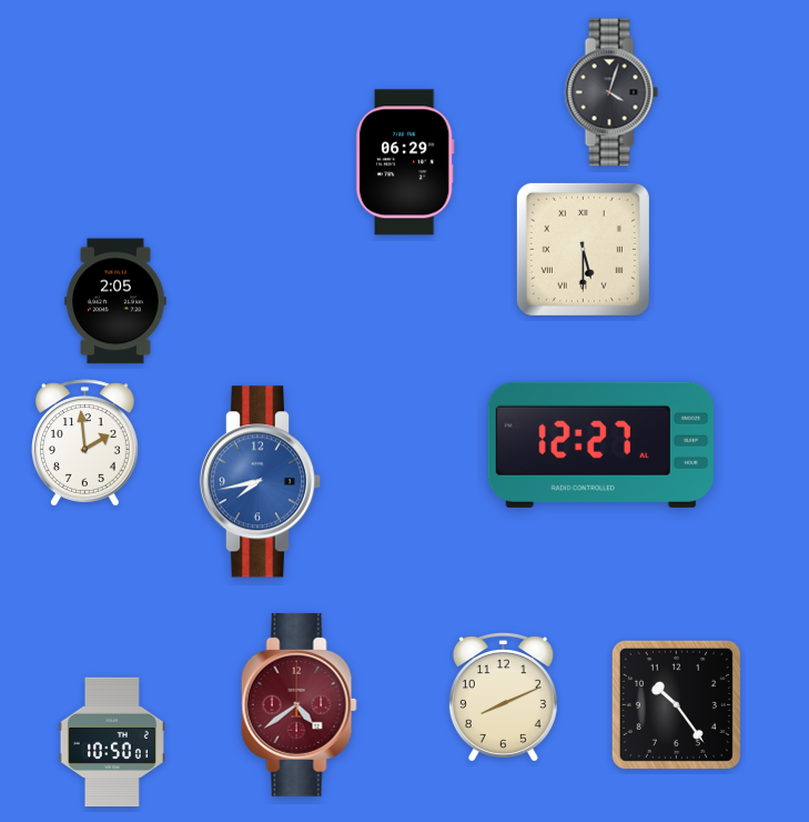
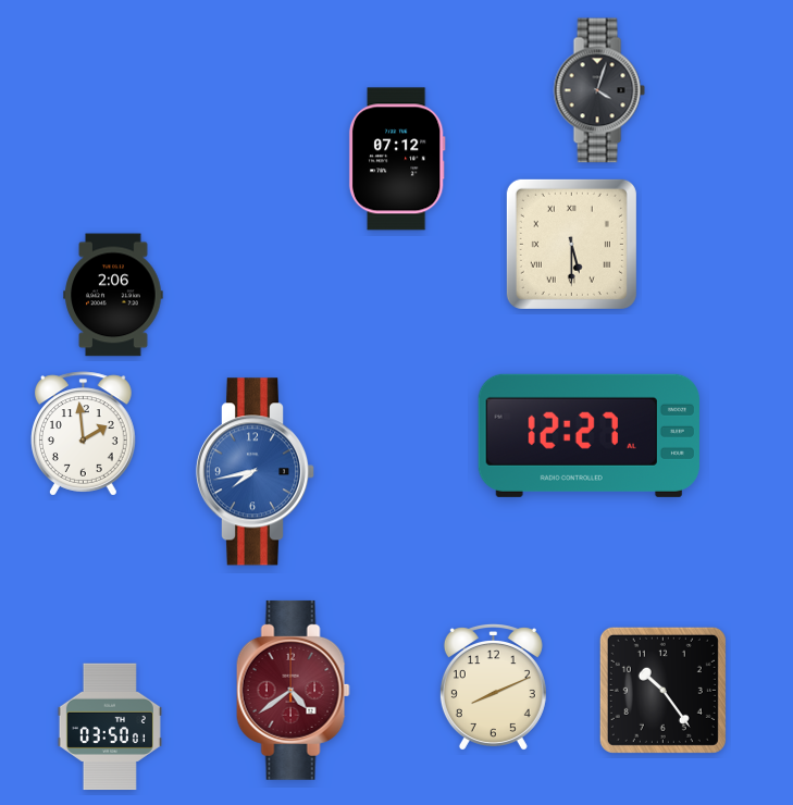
clock at (405, 162): 06:29 -> 07:12
clock at (115, 301): 2:05 -> 2:06
clock at (503, 698) position: (503, 698) -> (493, 688)
clock at (112, 742): 10:50 -> 03:50
